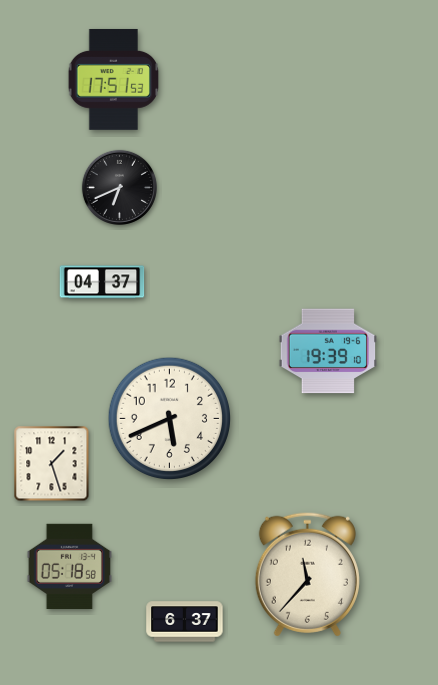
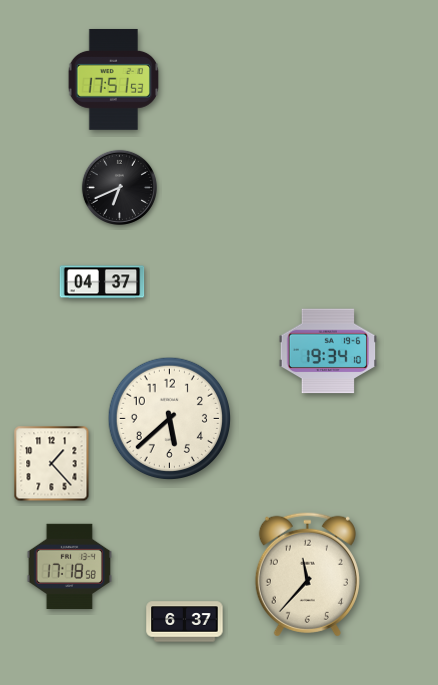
clock at (327, 351): 19:39 -> 19:34
clock at (170, 419): 5:41 -> 5:38
clock at (52, 464): 1:27 -> 1:23
clock at (69, 566): 05:18 -> 17:18
